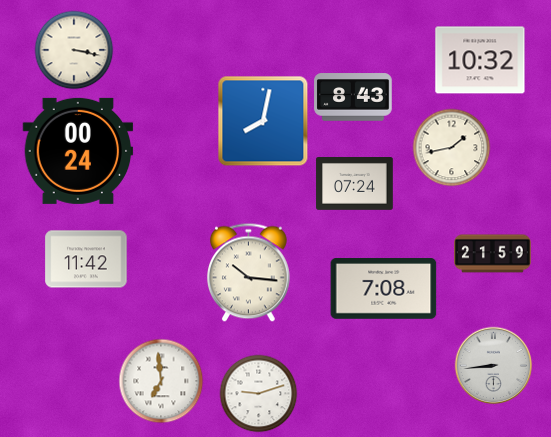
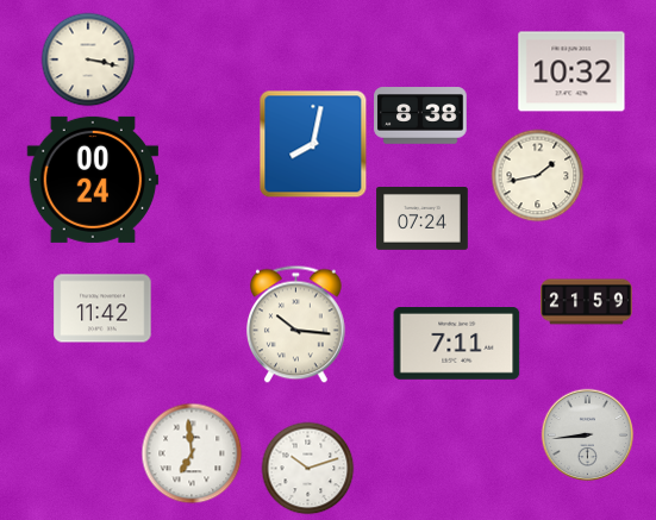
clock at (353, 97): 8:43 -> 8:38
clock at (384, 289): 7:08 -> 7:11
clock at (258, 393): 9:12 -> 10:12
